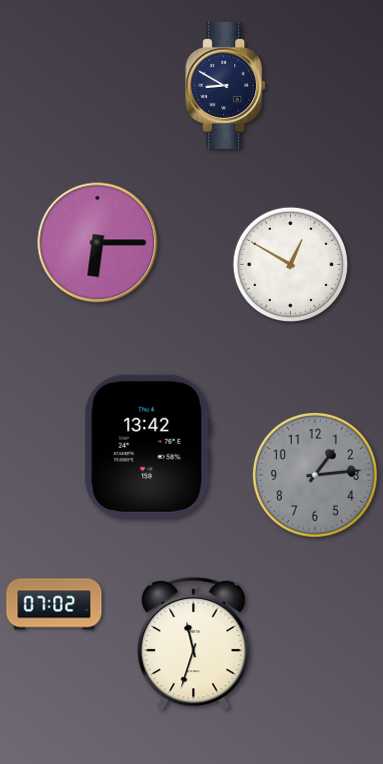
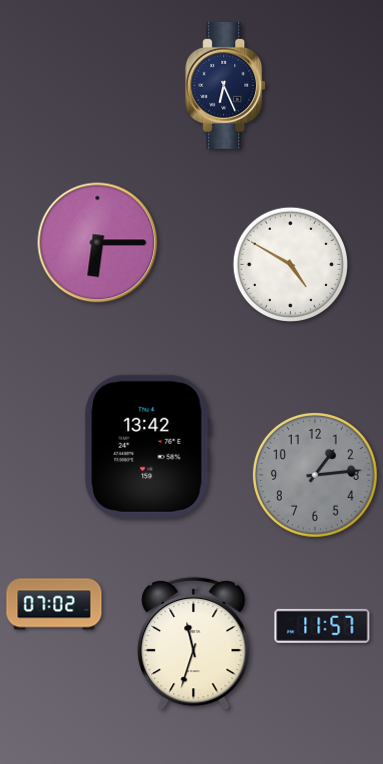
clock at (226, 85): 8:50 -> 6:26
clock at (290, 264): 12:50 -> 4:50
clock at (322, 626): none -> 11:57
